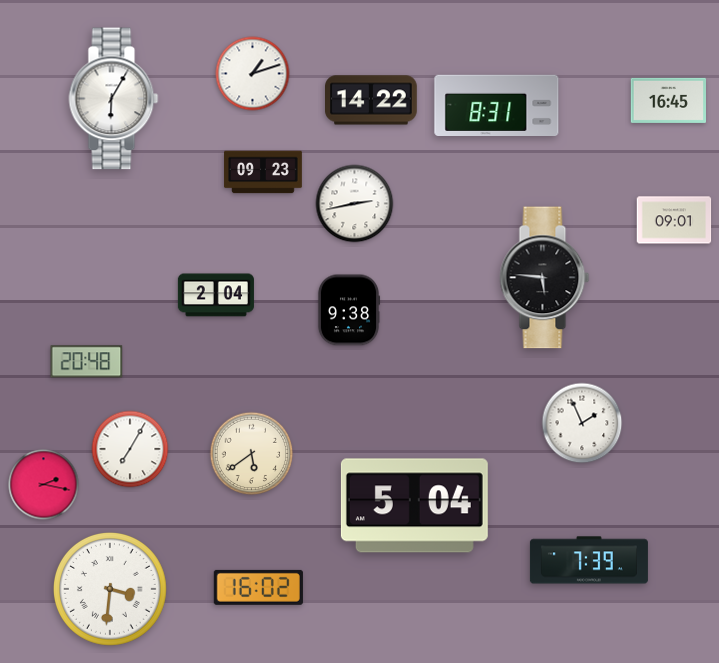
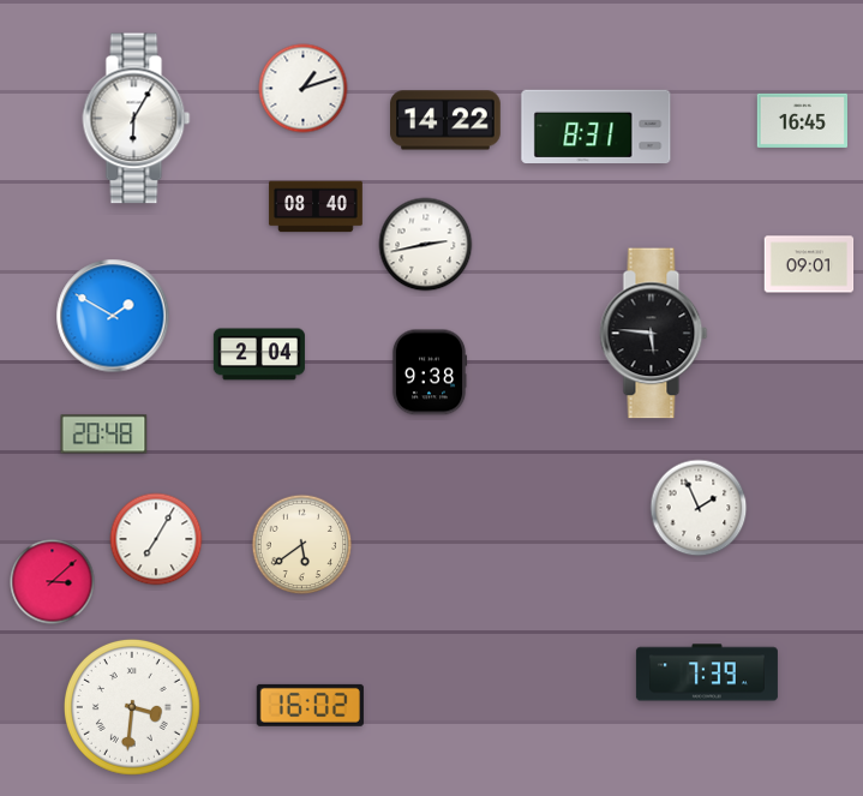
clock at (263, 172): 09:23 -> 08:40
clock at (113, 316): none -> 1:50
clock at (349, 310) position: (349, 310) -> (430, 372)
clock at (44, 485): 2:17 -> 3:08
clock at (414, 506): 5:04 -> none
